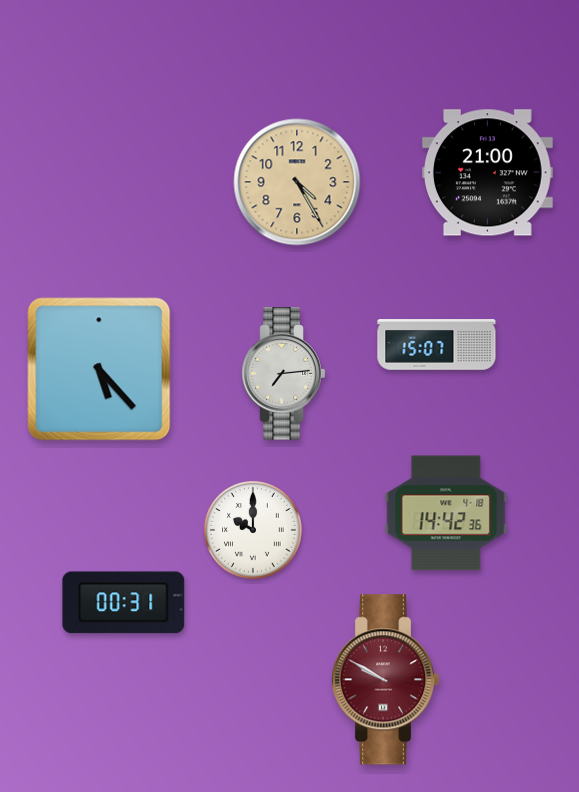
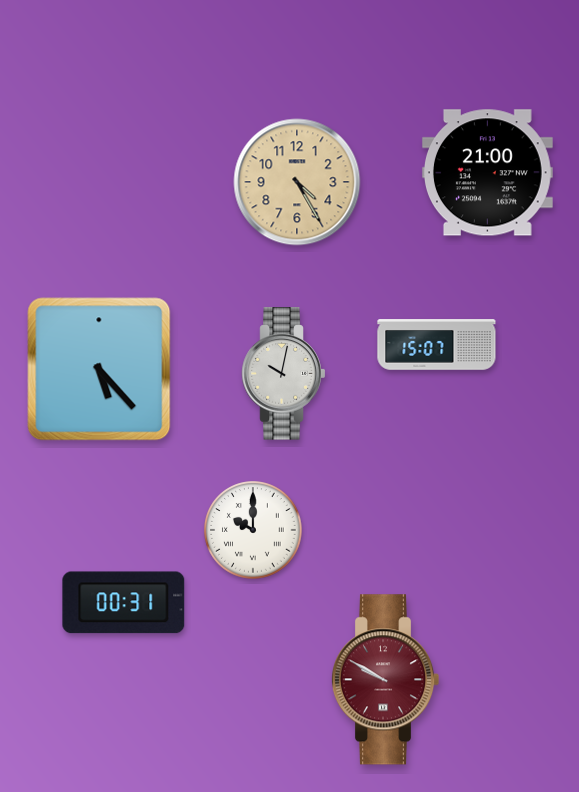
clock at (284, 374): 7:14 -> 10:02
clock at (446, 513): 14:42 -> none
